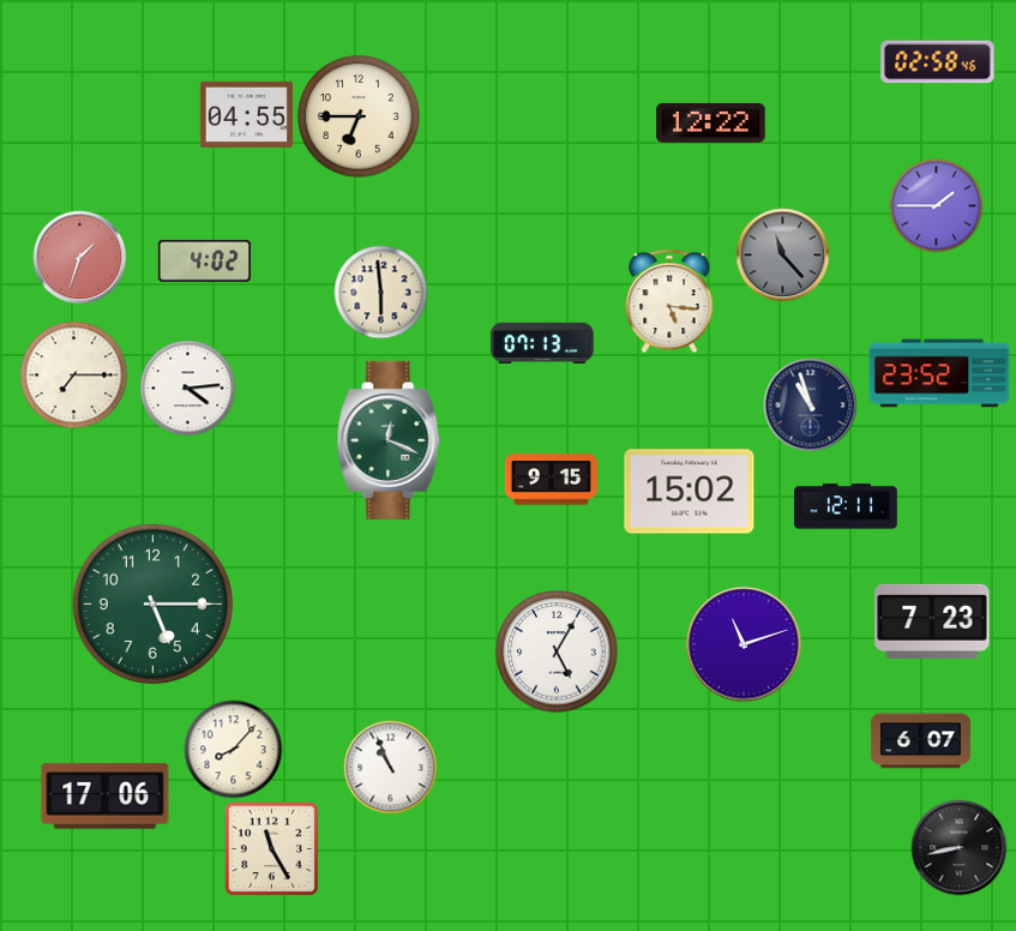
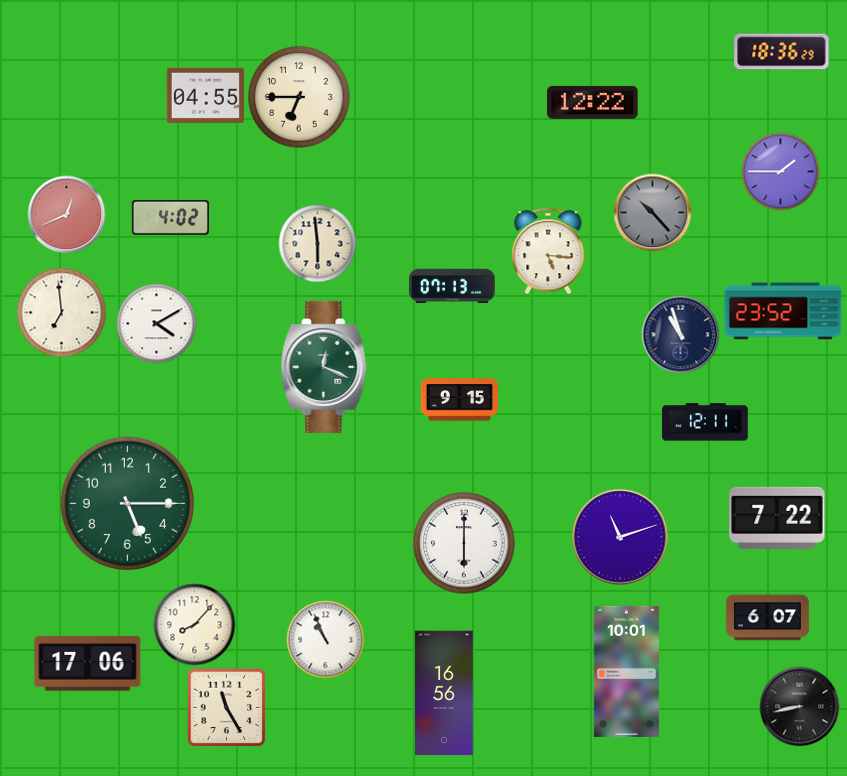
clock at (938, 62): 02:58 -> 18:36
clock at (782, 254): 11:23 -> 10:23
clock at (79, 257): 1:33 -> 12:41
clock at (669, 301) position: (669, 301) -> (548, 251)
clock at (73, 374): 7:15 -> 6:59
clock at (187, 388): 4:14 -> 4:10
clock at (810, 404) position: (810, 404) -> (680, 334)
clock at (690, 492): 15:02 -> none
clock at (932, 621): 7:23 -> 7:22
clock at (557, 651): 5:05 -> 6:00
clock at (626, 671): none -> 10:01
clock at (444, 693): none -> 16:56
